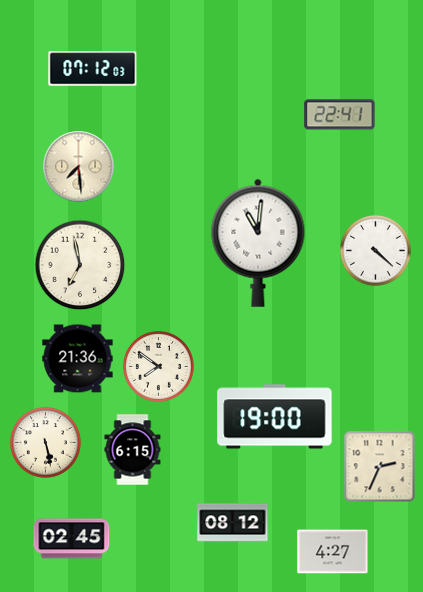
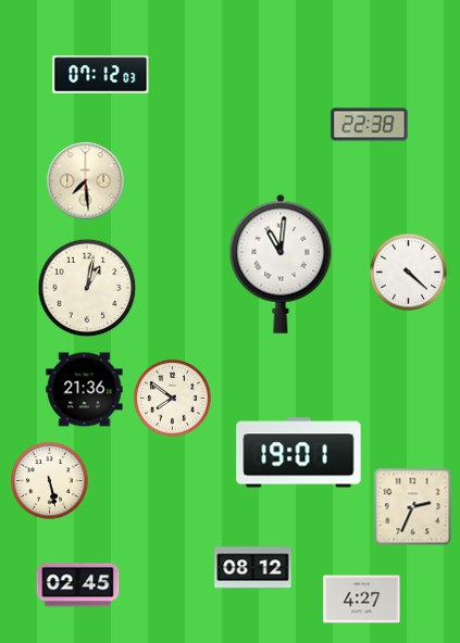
clock at (340, 115): 22:41 -> 22:38
clock at (80, 265): 6:58 -> 1:02
clock at (275, 417): 19:00 -> 19:01
clock at (133, 450): 6:15 -> none
